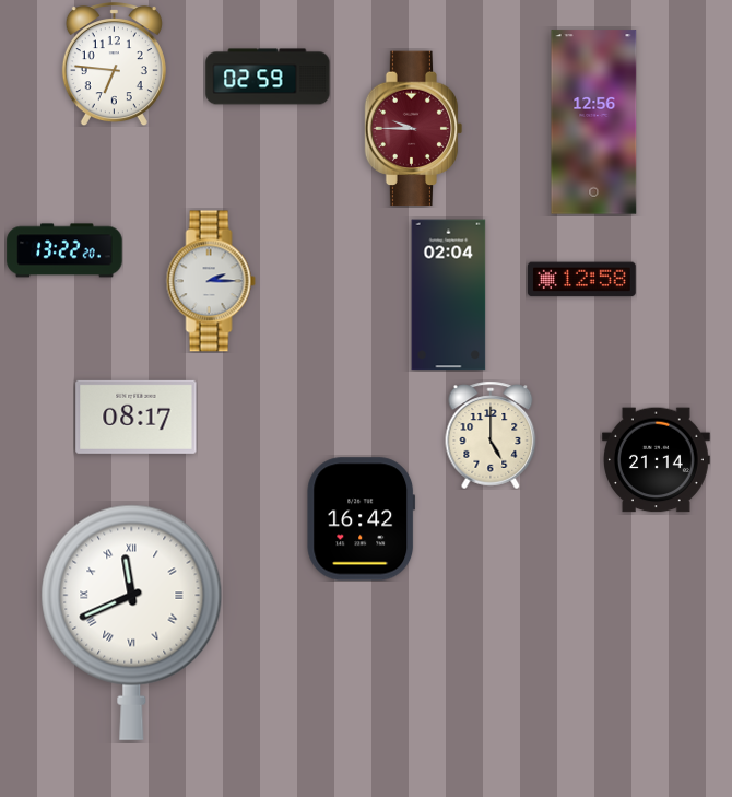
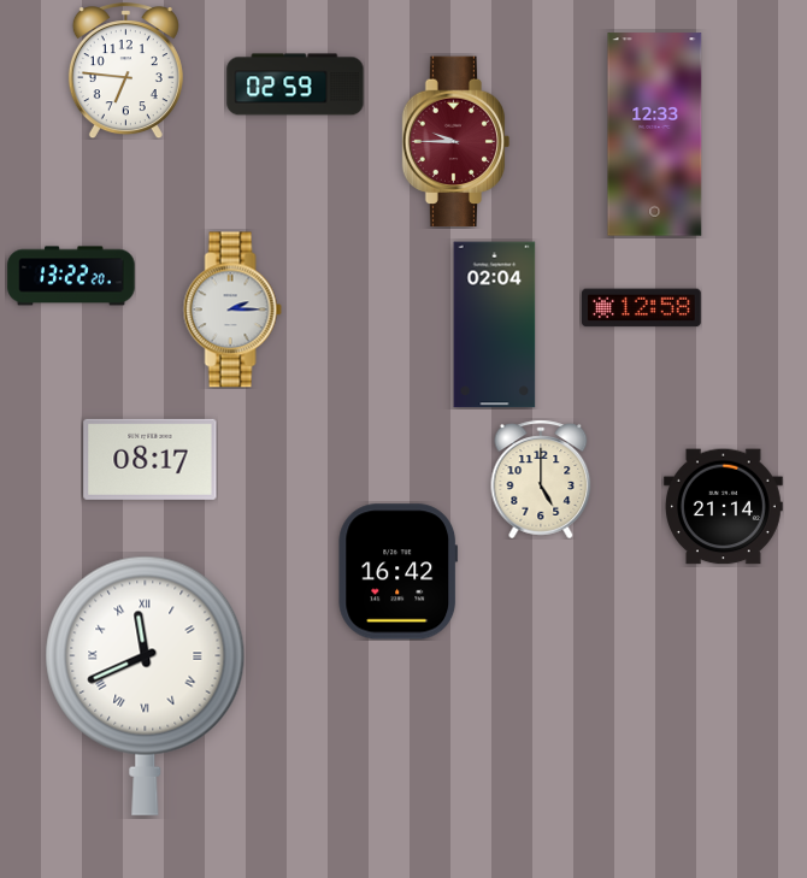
clock at (594, 122): 12:56 -> 12:33
